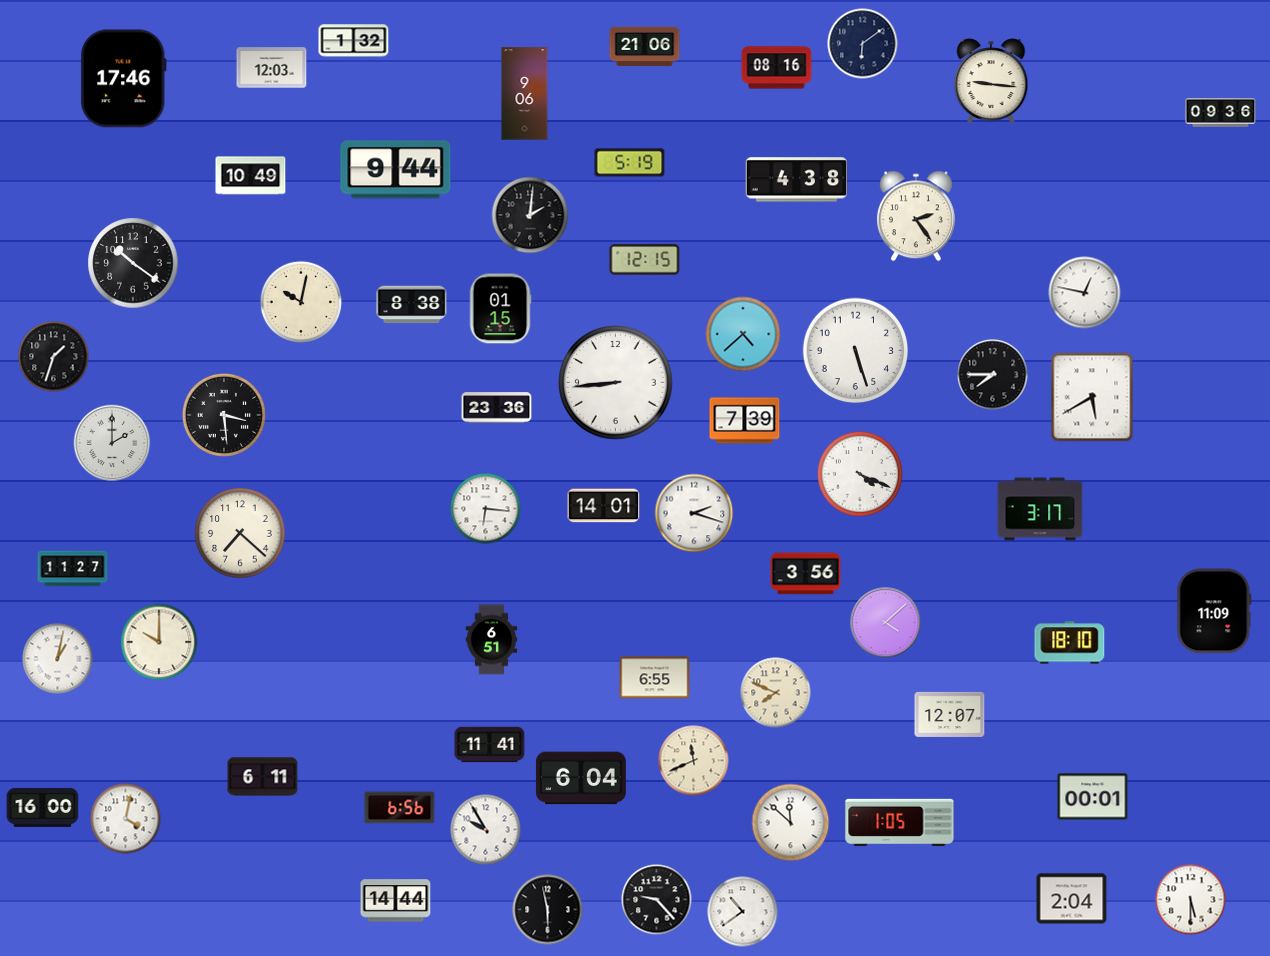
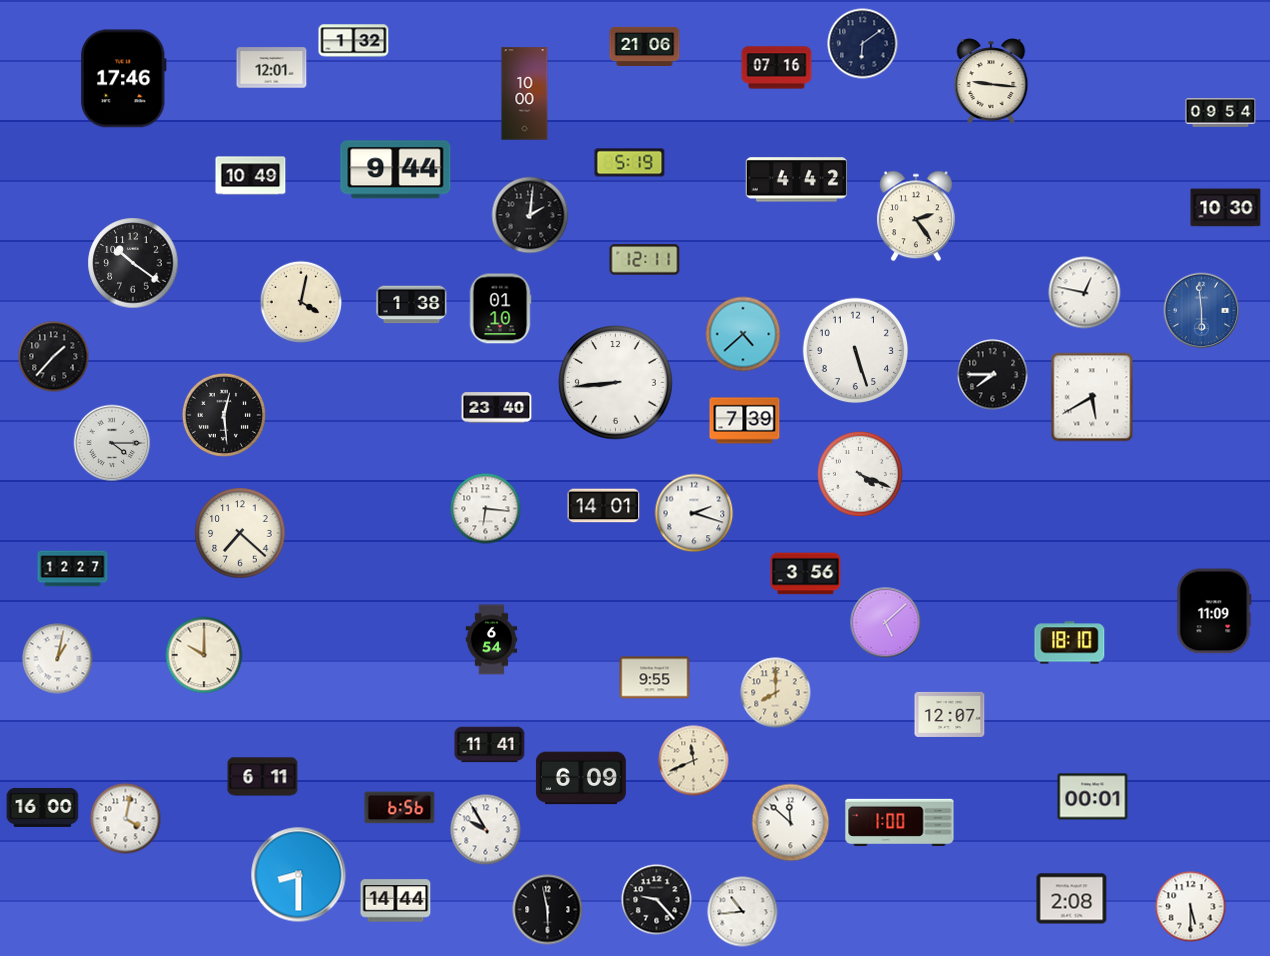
clock at (272, 68): 12:03 -> 12:01
clock at (777, 68): 08:16 -> 07:16
clock at (525, 94): 9:06 -> 10:00
clock at (1221, 113): 09:36 -> 09:54
clock at (797, 180): 4:38 -> 4:42
clock at (1226, 208): none -> 10:30
clock at (645, 260): 12:15 -> 12:11
clock at (301, 302): 10:02 -> 4:02
clock at (412, 305): 8:38 -> 1:38
clock at (500, 309): 01:15 -> 01:10
clock at (1202, 311): none -> 5:59
clock at (54, 357): 1:33 -> 1:37
clock at (497, 408): 23:36 -> 23:40
clock at (224, 415): 3:29 -> 12:29
clock at (112, 443): 2:00 -> 4:15
clock at (1040, 509): 3:17 -> none
clock at (73, 569): 11:27 -> 12:27
clock at (886, 623): 4:08 -> 5:08
clock at (492, 640): 6:51 -> 6:54
clock at (159, 642) position: (159, 642) -> (204, 655)
clock at (655, 678): 6:55 -> 9:55
clock at (776, 693): 7:49 -> 8:00
clock at (581, 778): 6:04 -> 6:09
clock at (900, 823): 1:05 -> 1:00
clock at (299, 875): none -> 8:30
clock at (1072, 899): 2:04 -> 2:08
clock at (1191, 900) position: (1191, 900) -> (1191, 907)
clock at (743, 912): 10:39 -> 10:44
